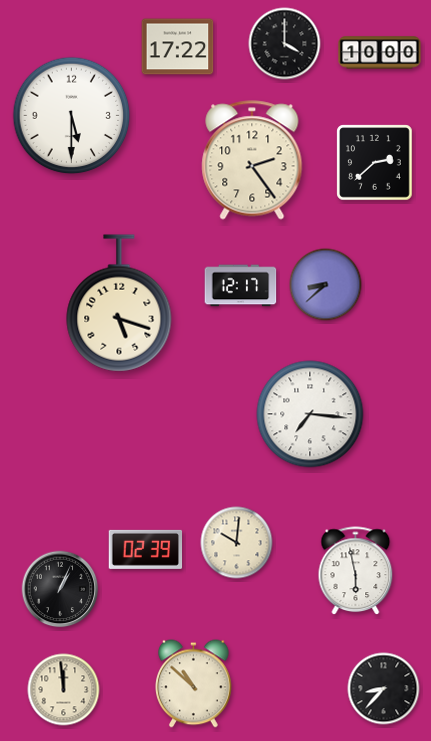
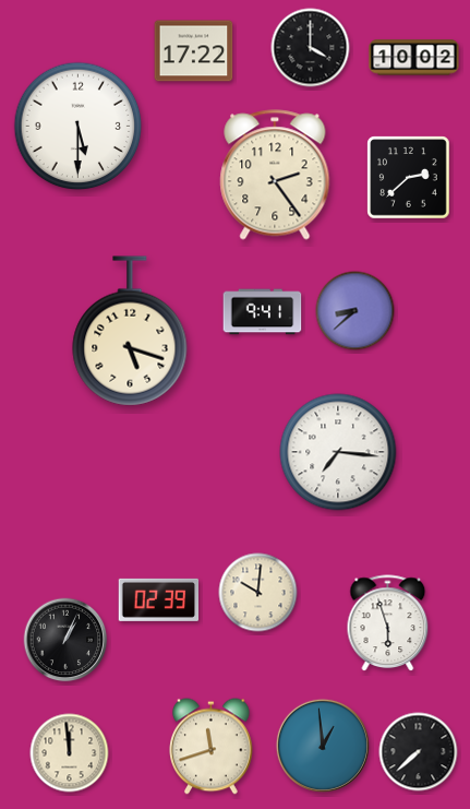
clock at (380, 53): 10:00 -> 10:02
clock at (241, 286): 12:17 -> 9:41
clock at (356, 571): 5:58 -> 5:57
clock at (60, 589) position: (60, 589) -> (65, 640)
clock at (323, 746): none -> 12:59
clock at (194, 684): 10:52 -> 11:42
clock at (384, 689): 8:37 -> 7:38
